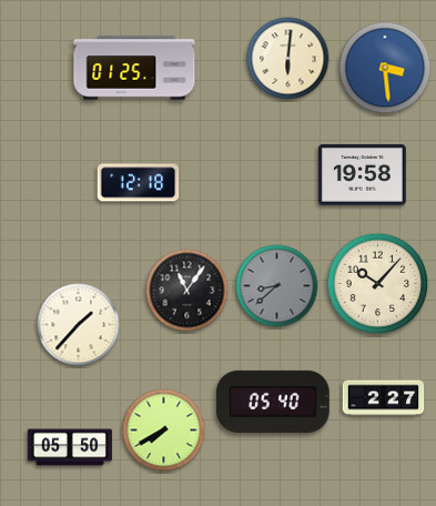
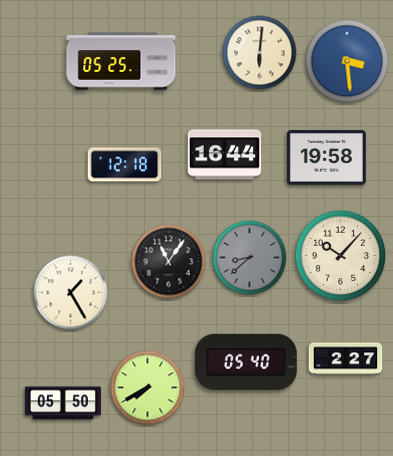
clock at (134, 68): 01:25 -> 05:25
clock at (225, 155): none -> 16:44
clock at (79, 325): 1:37 -> 1:25
